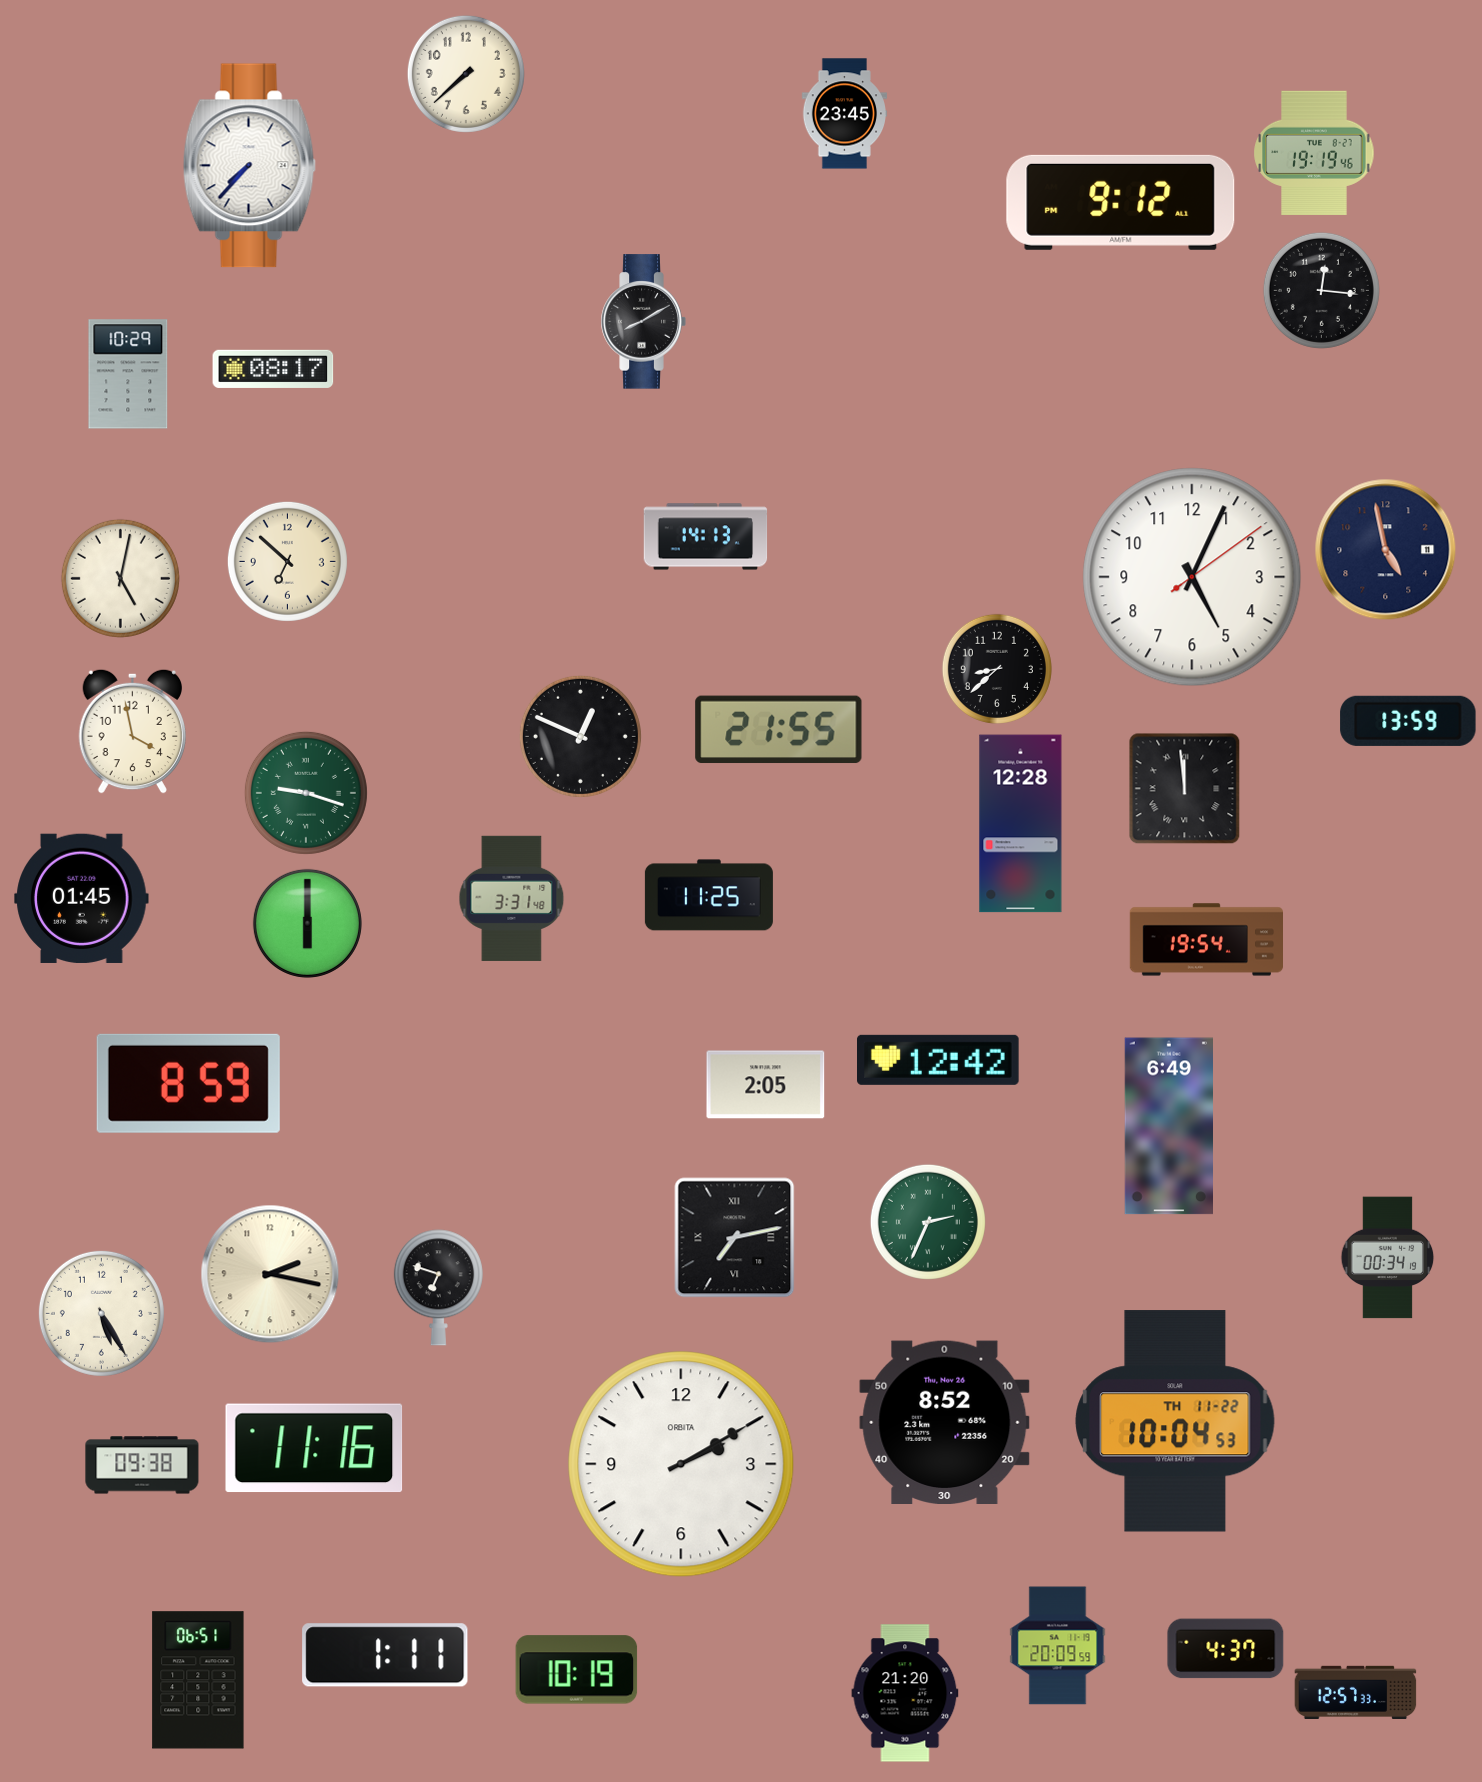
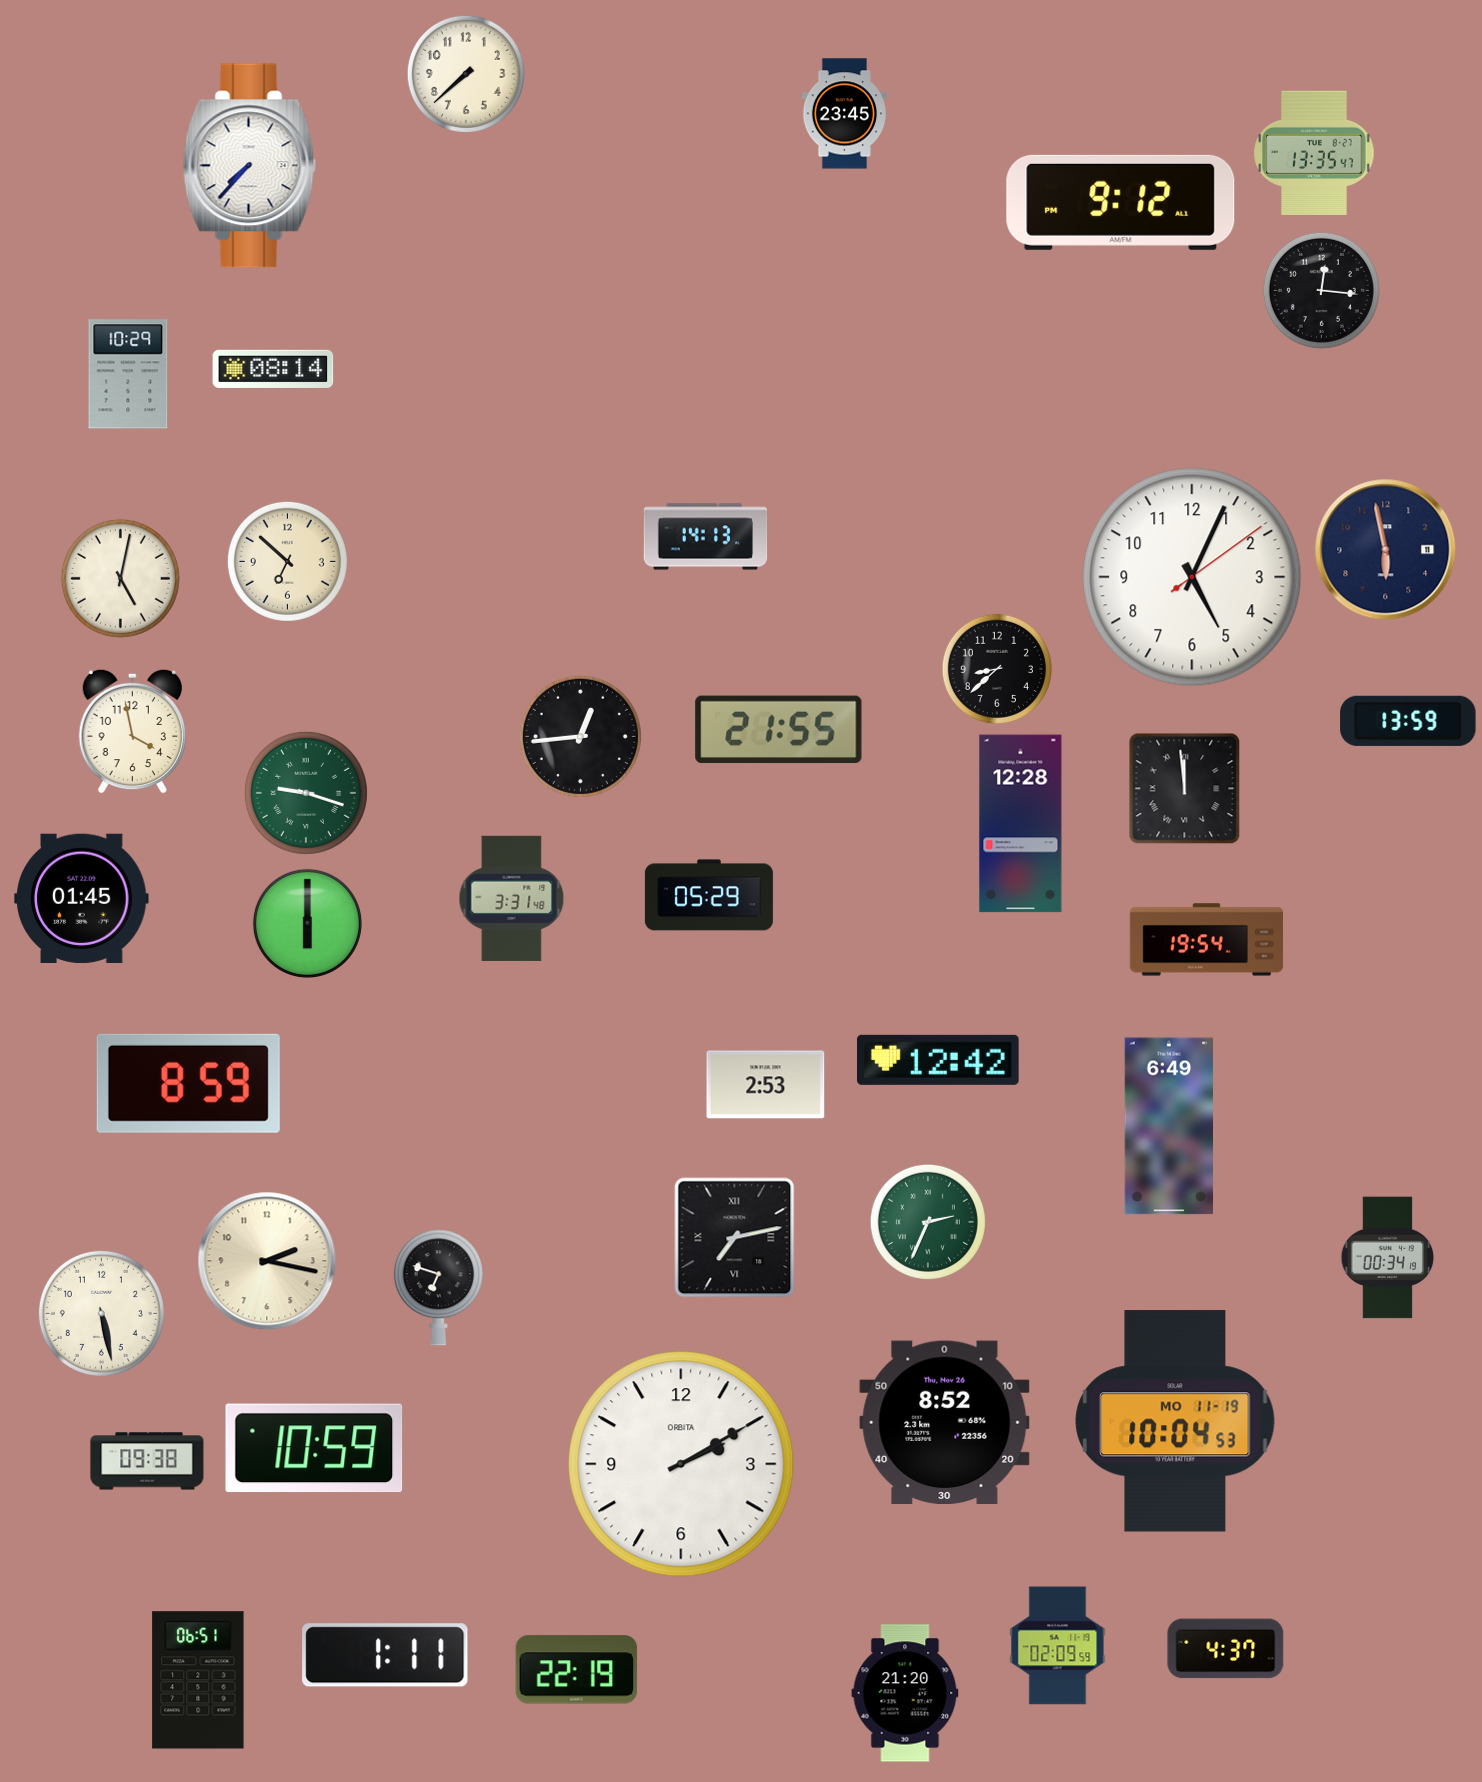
clock at (1314, 152): 19:19 -> 13:35
clock at (643, 322): 8:10 -> none
clock at (273, 369): 08:17 -> 08:14
clock at (1386, 550): 4:58 -> 5:58
clock at (580, 736): 12:49 -> 12:44
clock at (709, 895): 11:25 -> 05:29
clock at (766, 1085): 2:05 -> 2:53
clock at (270, 1274) position: (270, 1274) -> (267, 1261)
clock at (101, 1313): 5:25 -> 5:28
clock at (1175, 1421) date: TH 11-22 -> MO 11-19
clock at (314, 1448): 11:16 -> 10:59
clock at (142, 1465) position: (142, 1465) -> (147, 1461)
clock at (1058, 1646): 20:09 -> 02:09
clock at (577, 1670): 10:19 -> 22:19
clock at (1356, 1692): 12:57 -> none
